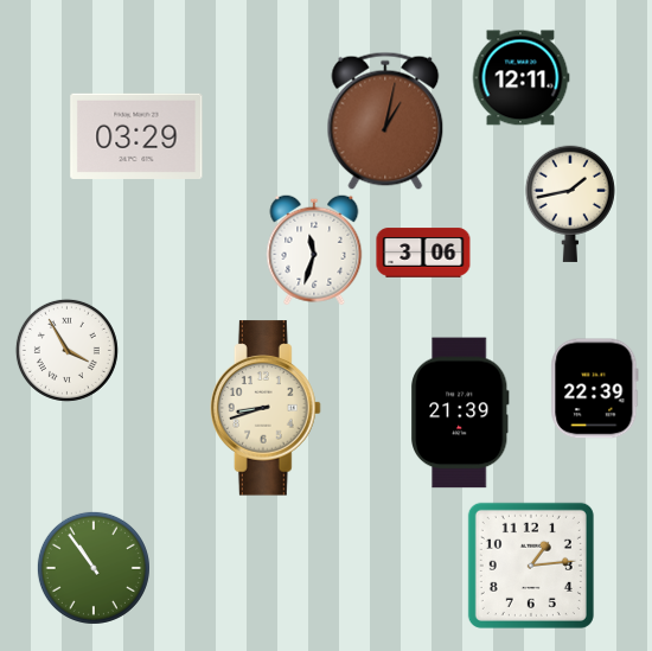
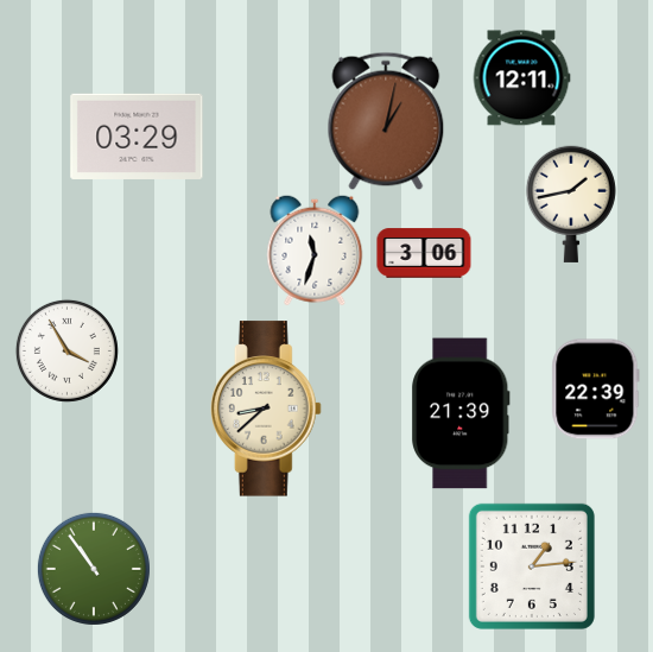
clock at (267, 408): 8:42 -> 8:38
